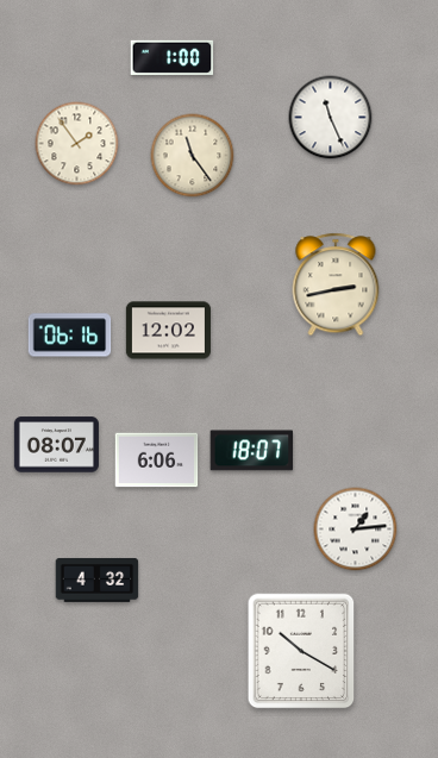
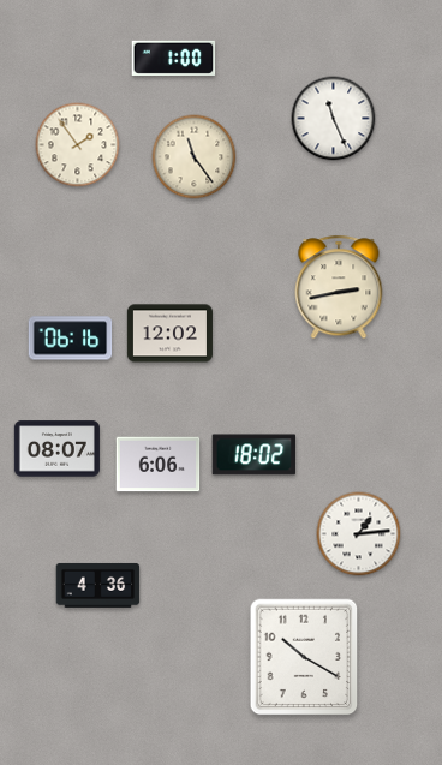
clock at (252, 451): 18:07 -> 18:02
clock at (98, 580): 4:32 -> 4:36
